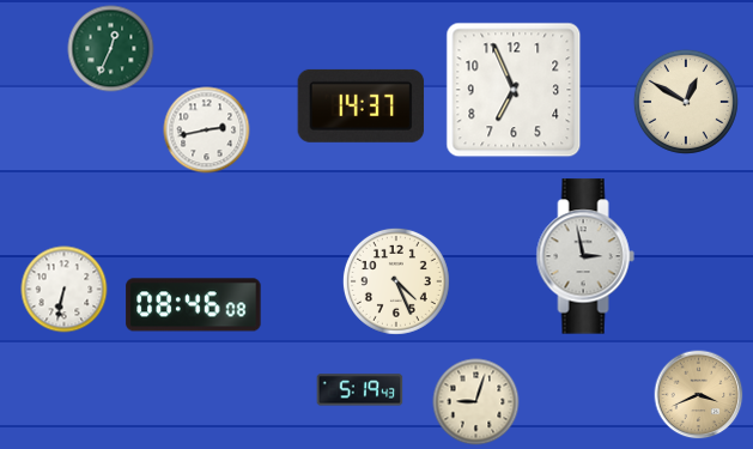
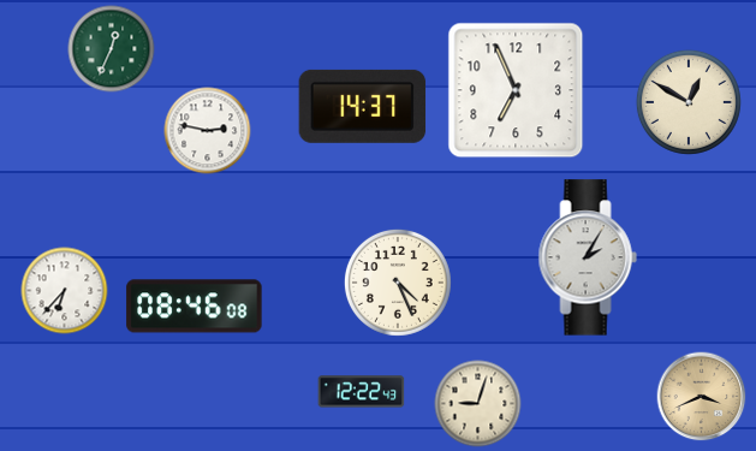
clock at (207, 131): 2:43 -> 2:47
clock at (585, 256): 2:58 -> 2:05
clock at (65, 290): 6:32 -> 6:37
clock at (360, 390): 5:19 -> 12:22
